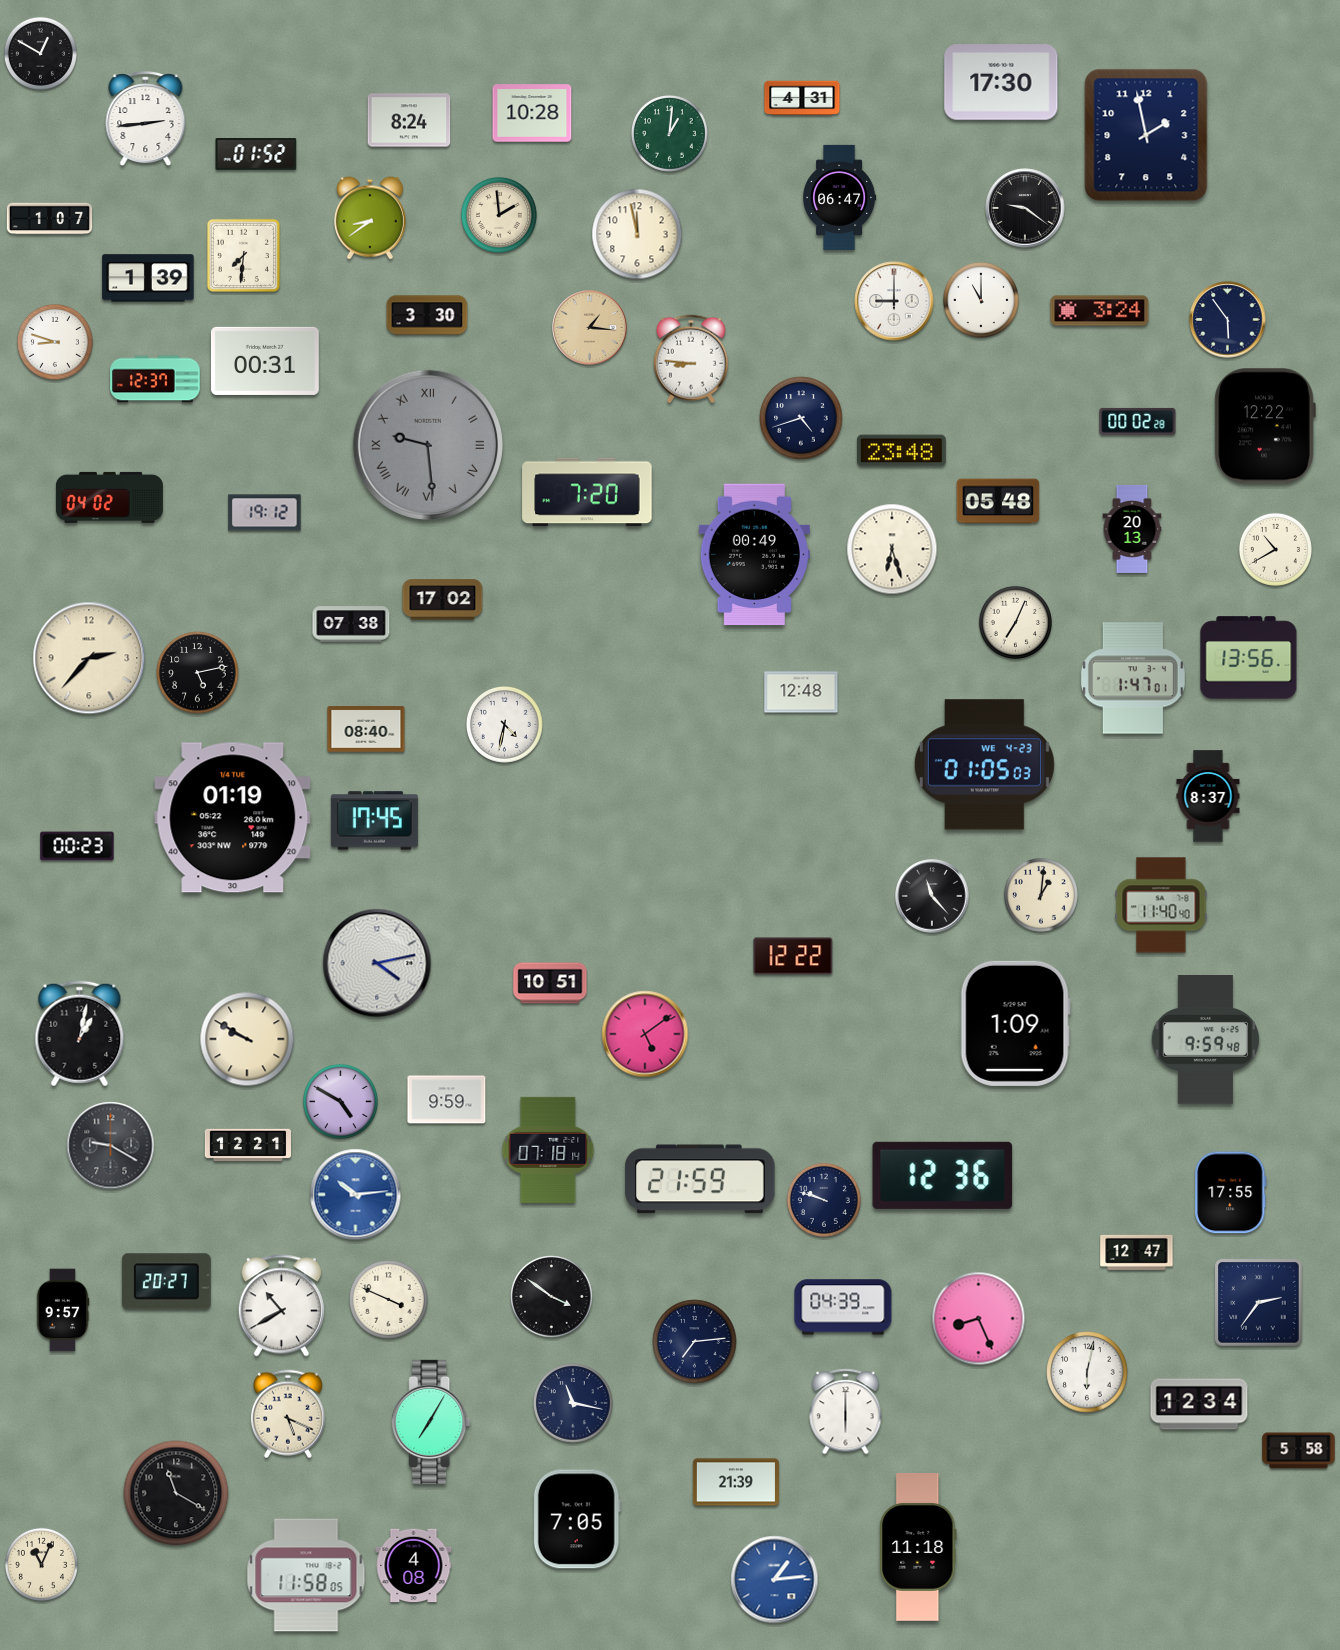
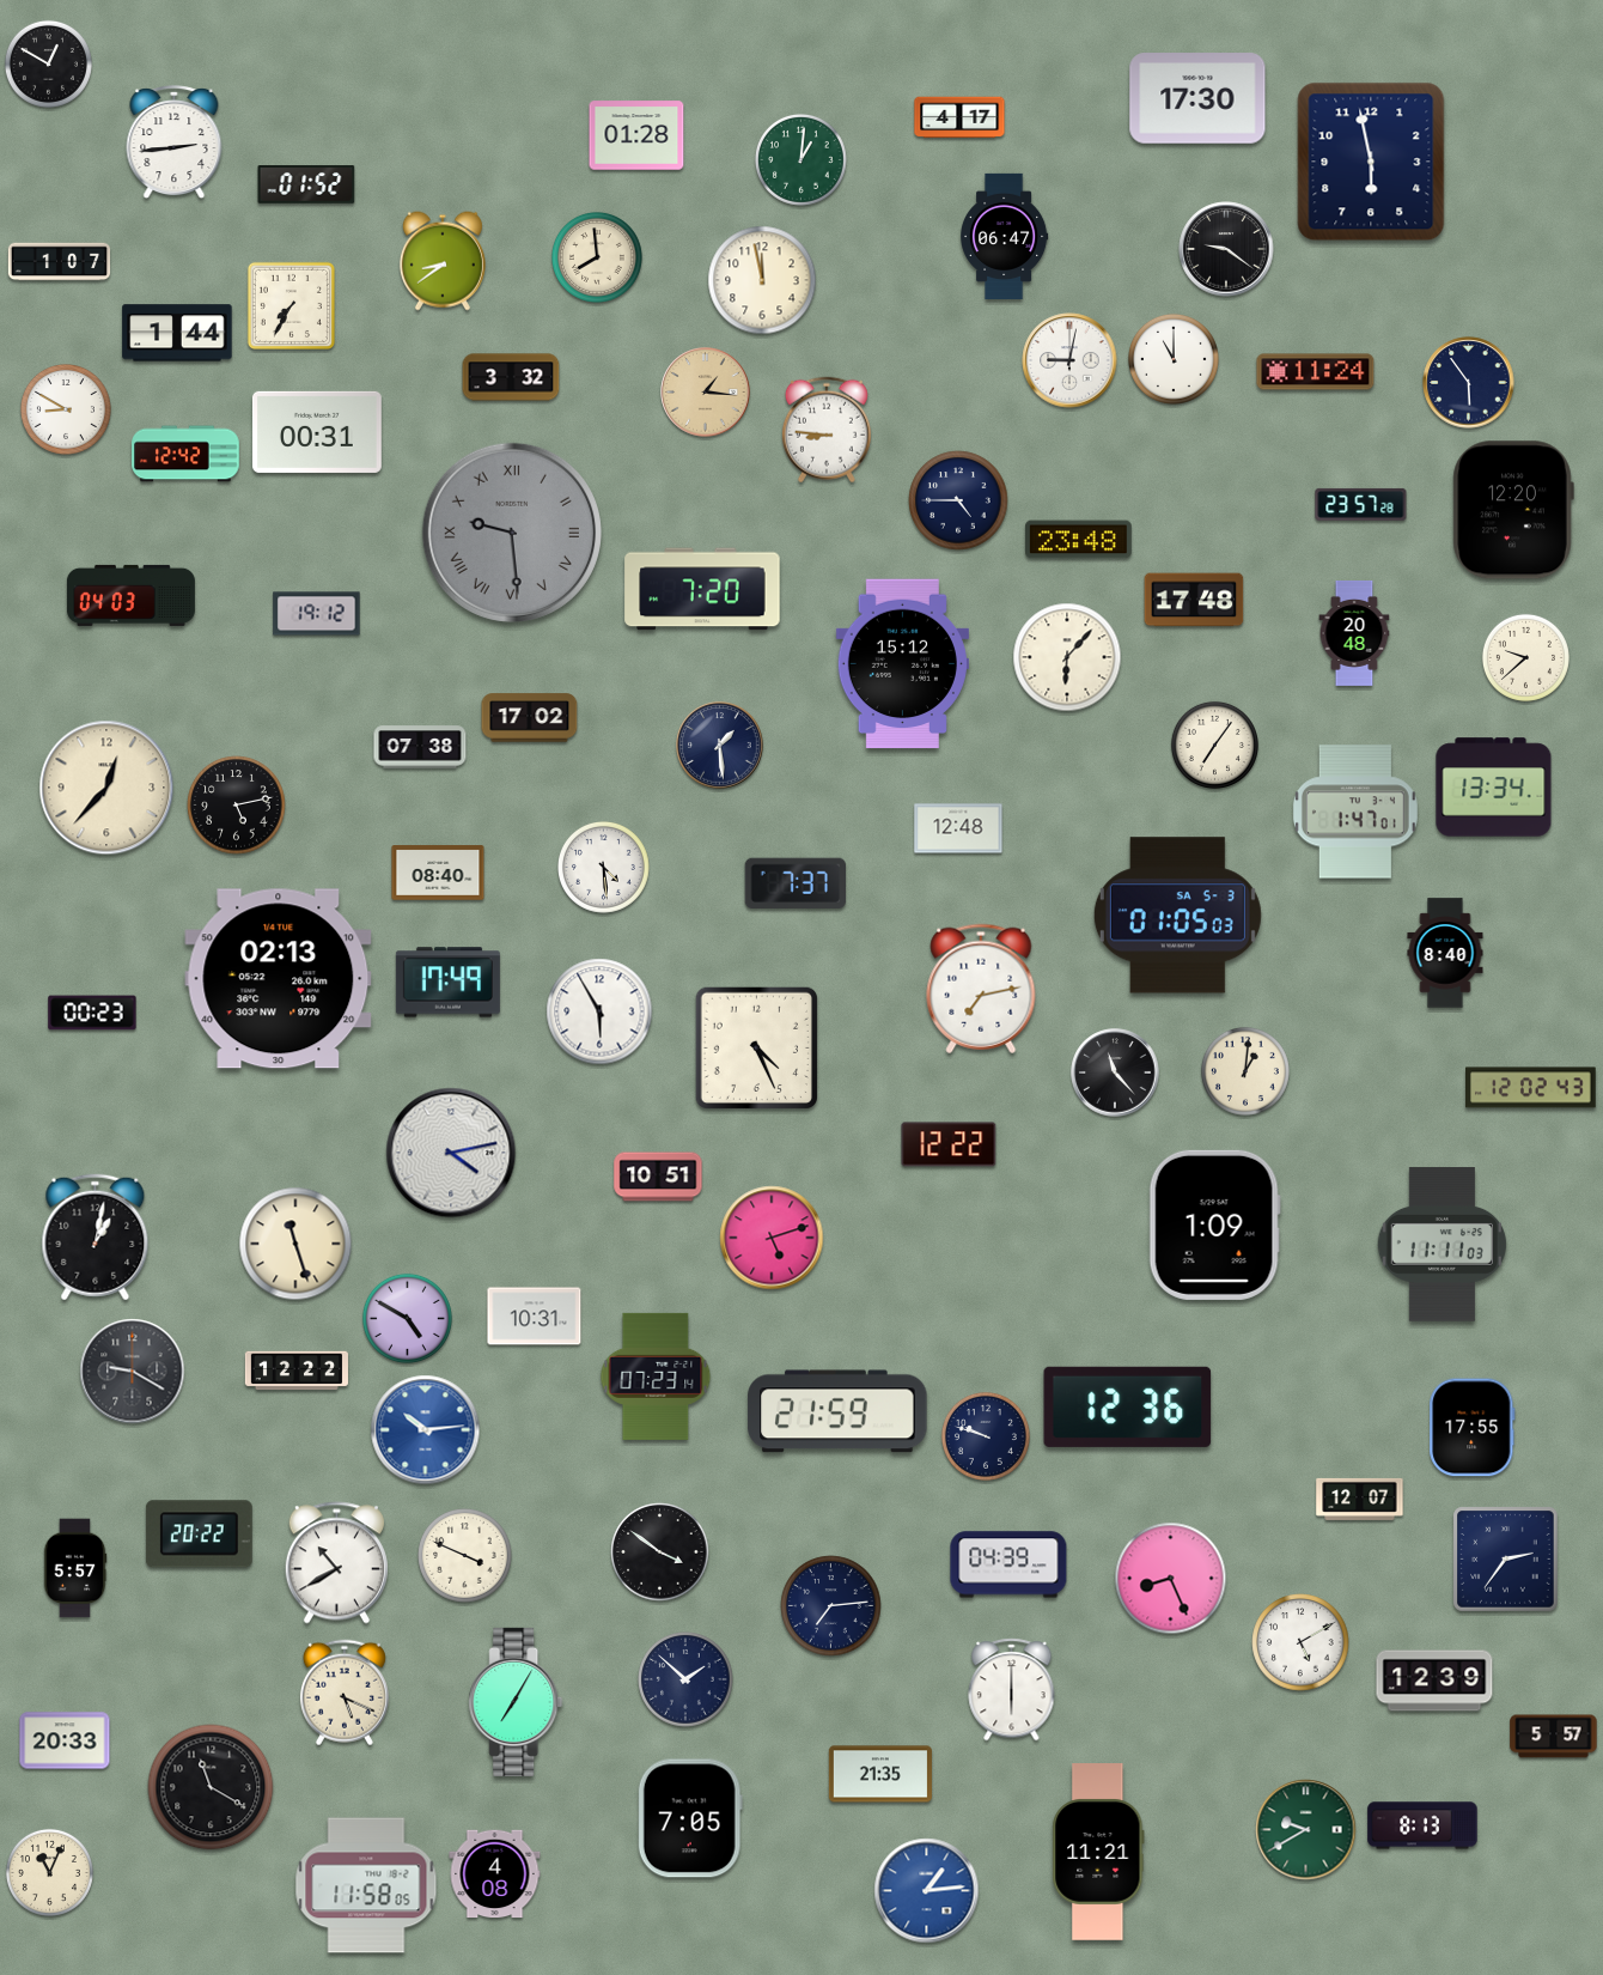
clock at (802, 98): 4:31 -> 4:17
clock at (532, 113): 10:28 -> 01:28
clock at (409, 120): 8:24 -> none
clock at (1146, 135): 1:58 -> 5:58
clock at (499, 215): 1:59 -> 7:59
clock at (243, 255): 7:31 -> 7:35
clock at (148, 278): 1:39 -> 1:44
clock at (894, 301): 9:00 -> 9:02
clock at (1100, 311): 3:24 -> 11:24
clock at (427, 315): 3:30 -> 3:32
clock at (55, 342): 8:48 -> 8:50
clock at (155, 379): 12:37 -> 12:42
clock at (801, 418): 4:42 -> 4:45
clock at (1138, 421): 00:02 -> 23:57
clock at (1265, 426): 12:22 -> 12:20
clock at (109, 497): 04:02 -> 04:03
clock at (998, 501): 05:48 -> 17:48
clock at (1132, 529): 20:13 -> 20:48
clock at (892, 549): 6:27 -> 6:07
clock at (1275, 549): 10:40 -> 9:38
clock at (754, 555): 00:49 -> 15:12
clock at (1015, 622): 7:04 -> 7:06
clock at (720, 746): none -> 1:29
clock at (89, 658): 2:37 -> 12:37
clock at (1249, 658): 13:56 -> 13:34
clock at (505, 725): 4:32 -> 4:29
clock at (794, 882): none -> 7:37
clock at (984, 765) date: WE 4-23 -> SA 5-3
clock at (1208, 796): 8:37 -> 8:40
clock at (233, 818): 01:19 -> 02:13
clock at (374, 821): 17:45 -> 17:49
clock at (981, 989): none -> 7:13
clock at (599, 1011): none -> 5:55
clock at (756, 1047): none -> 4:26
clock at (1161, 905): 11:40 -> none
clock at (1531, 1088): none -> 12:02
clock at (645, 1034): 5:09 -> 5:12
clock at (247, 1039): 9:50 -> 11:27
clock at (1205, 1040): 9:59 -> 11:11
clock at (447, 1100): 9:59 -> 10:31
clock at (248, 1145): 12:21 -> 12:22
clock at (548, 1150): 07:18 -> 07:23
clock at (1137, 1252): 12:47 -> 12:07
clock at (166, 1282): 20:27 -> 20:22
clock at (63, 1310): 9:57 -> 5:57
clock at (1087, 1372): 6:02 -> 5:10
clock at (573, 1403): 11:17 -> 1:52
clock at (1199, 1404): 12:34 -> 12:39
clock at (1299, 1451): 5:58 -> 5:57
clock at (65, 1740): none -> 20:33
clock at (736, 1482): 21:39 -> 21:35
clock at (1422, 1825): none -> 8:13
clock at (1306, 1830): none -> 9:40
clock at (918, 1547): 11:18 -> 11:21
